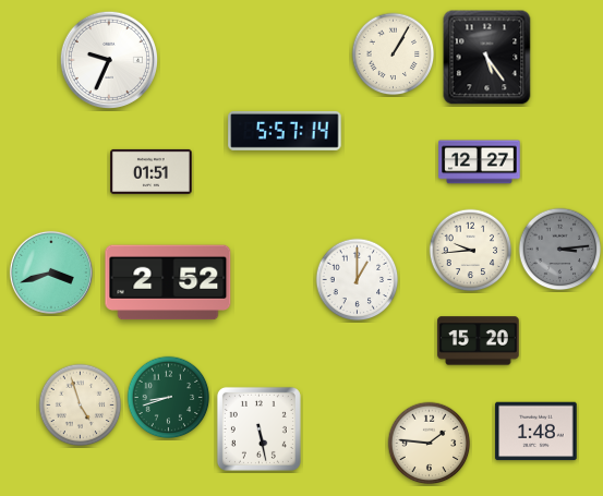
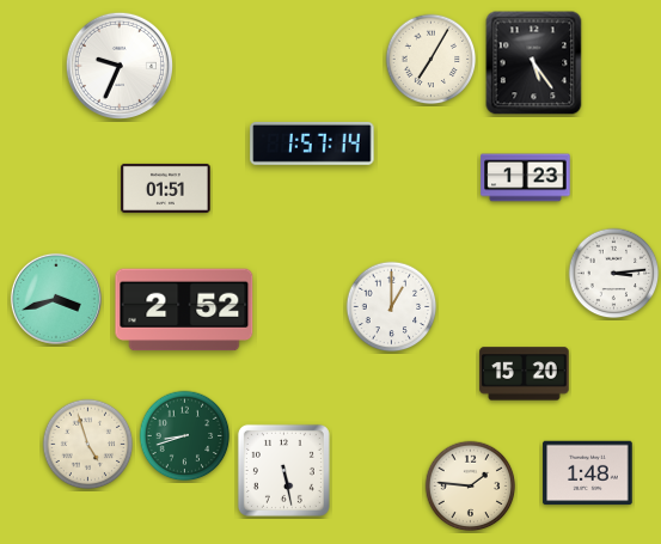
clock at (394, 55): 1:05 -> 7:05
clock at (285, 131): 5:57 -> 1:57
clock at (480, 162): 12:27 -> 1:23
clock at (560, 250) dial: grey -> white
clock at (471, 251): 9:44 -> none
